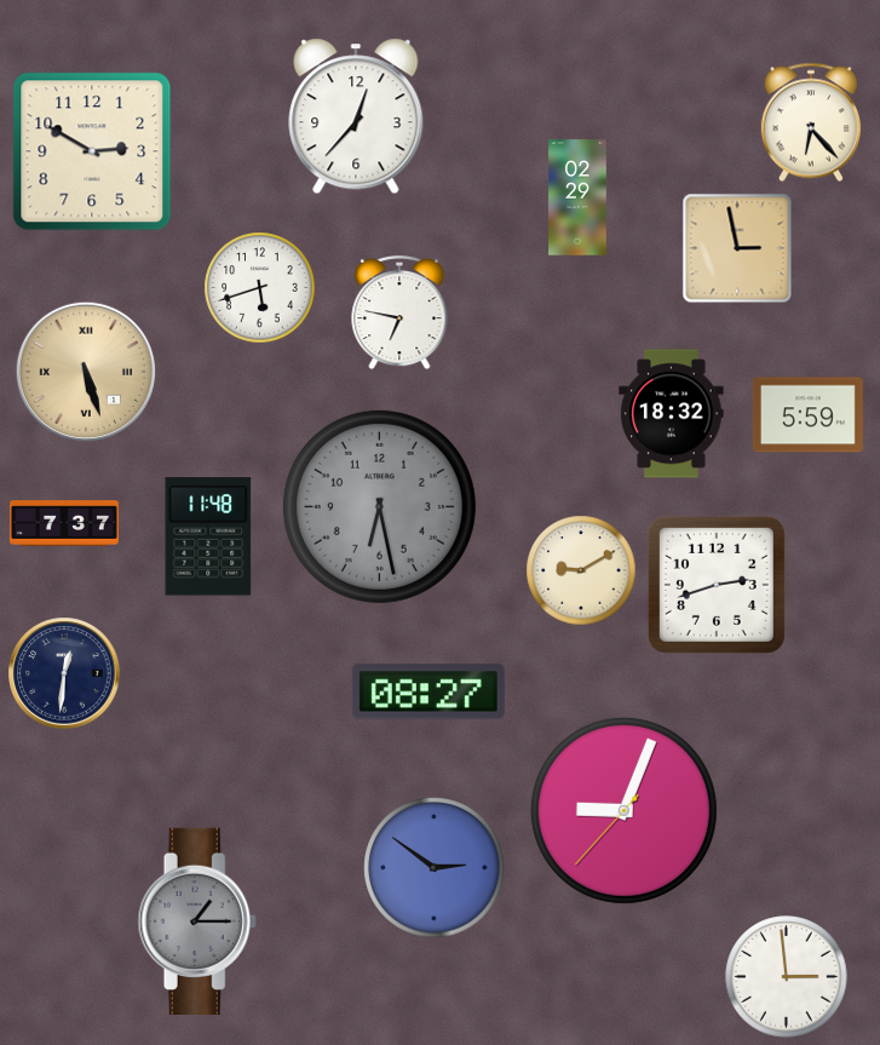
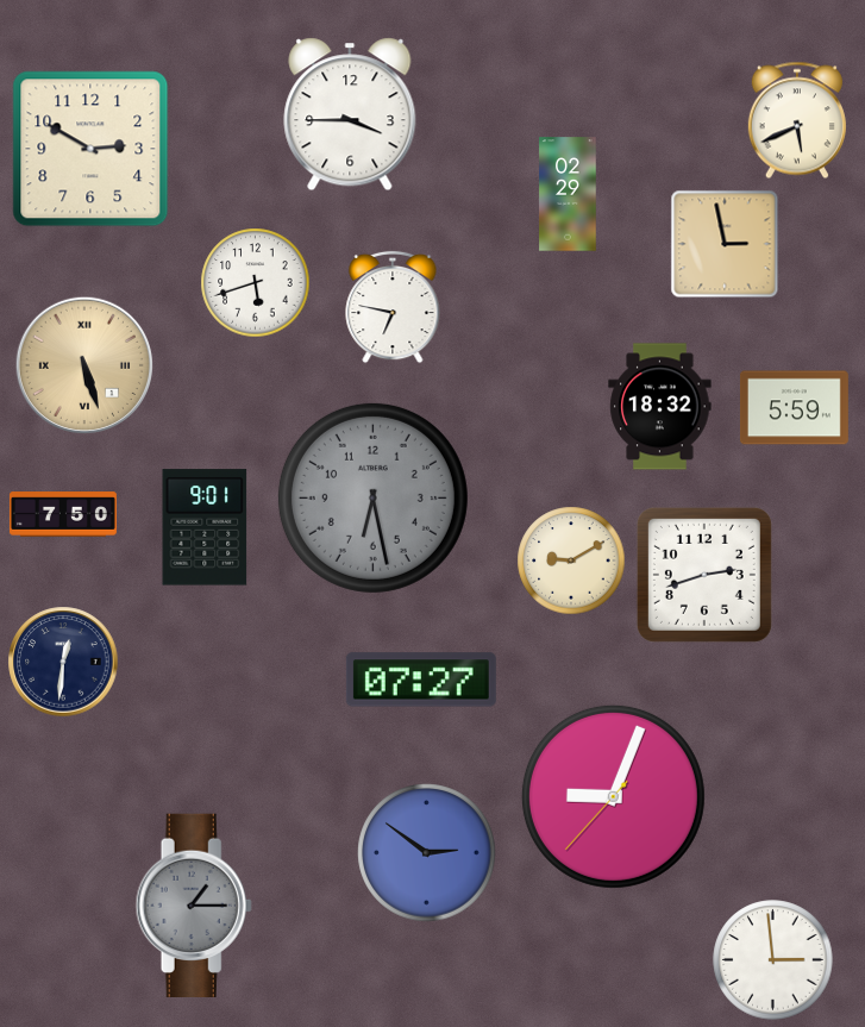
clock at (356, 116): 12:37 -> 3:45
clock at (811, 122): 6:23 -> 5:41
clock at (64, 523): 7:37 -> 7:50
clock at (208, 536): 11:48 -> 9:01
clock at (429, 691): 08:27 -> 07:27
